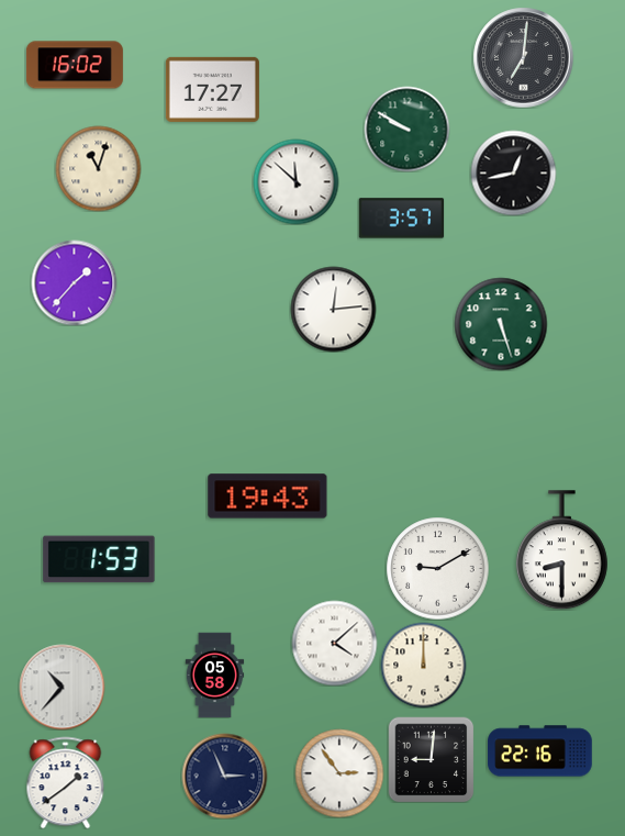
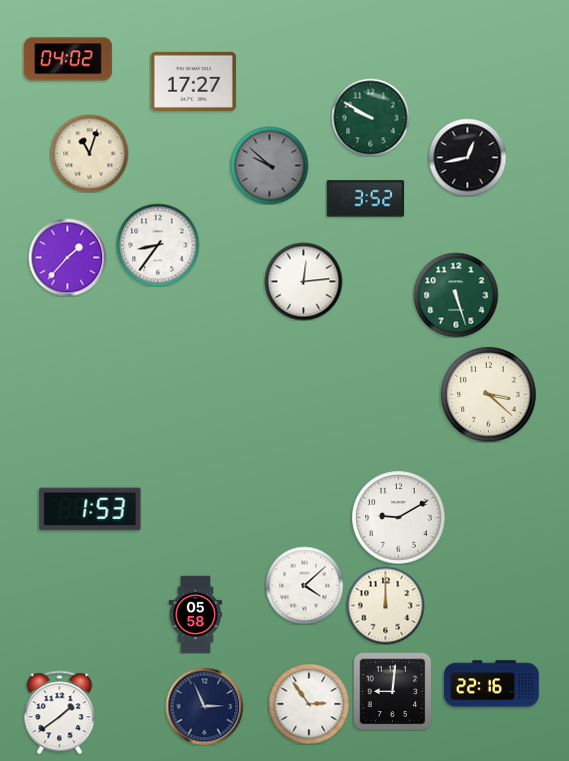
clock at (523, 57): 7:01 -> none
clock at (75, 65): 16:02 -> 04:02
clock at (295, 181): 11:52 -> 9:52
clock at (295, 181) dial: white -> grey
clock at (401, 219): 3:57 -> 3:52
clock at (158, 245): none -> 8:36
clock at (488, 394): none -> 3:22
clock at (268, 497): 19:43 -> none
clock at (561, 550): 8:30 -> none
clock at (62, 687): 10:37 -> none
